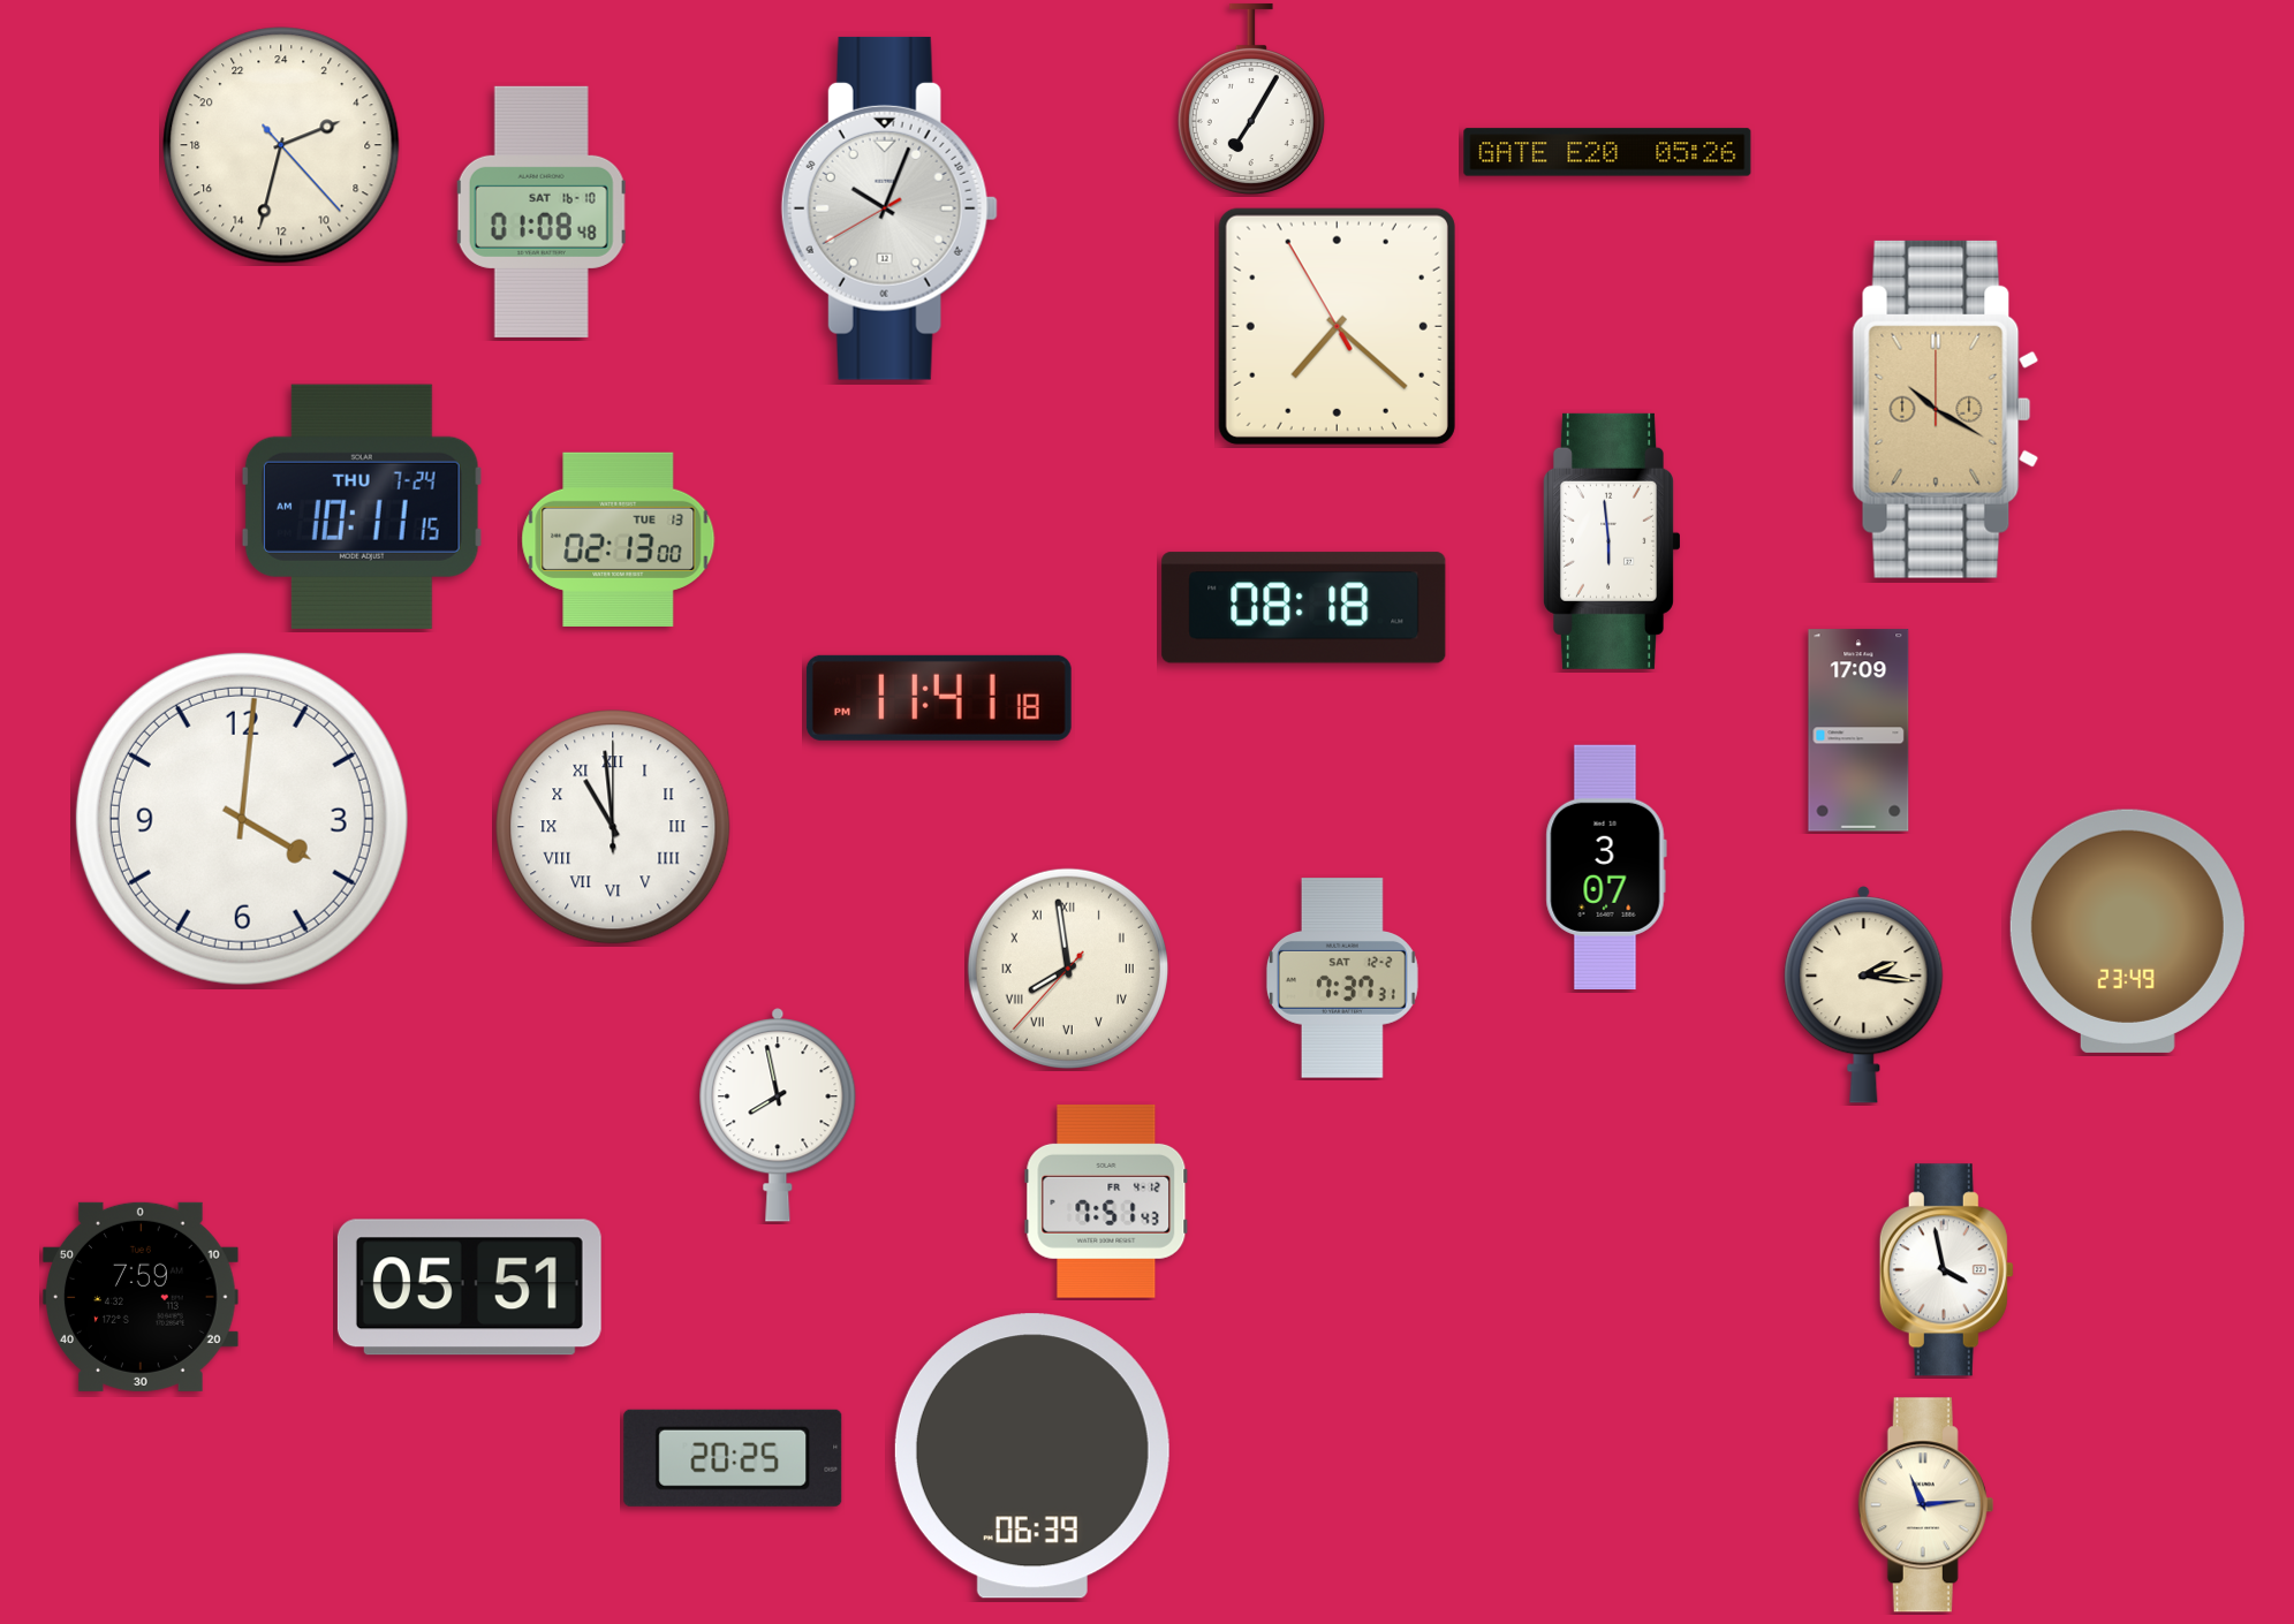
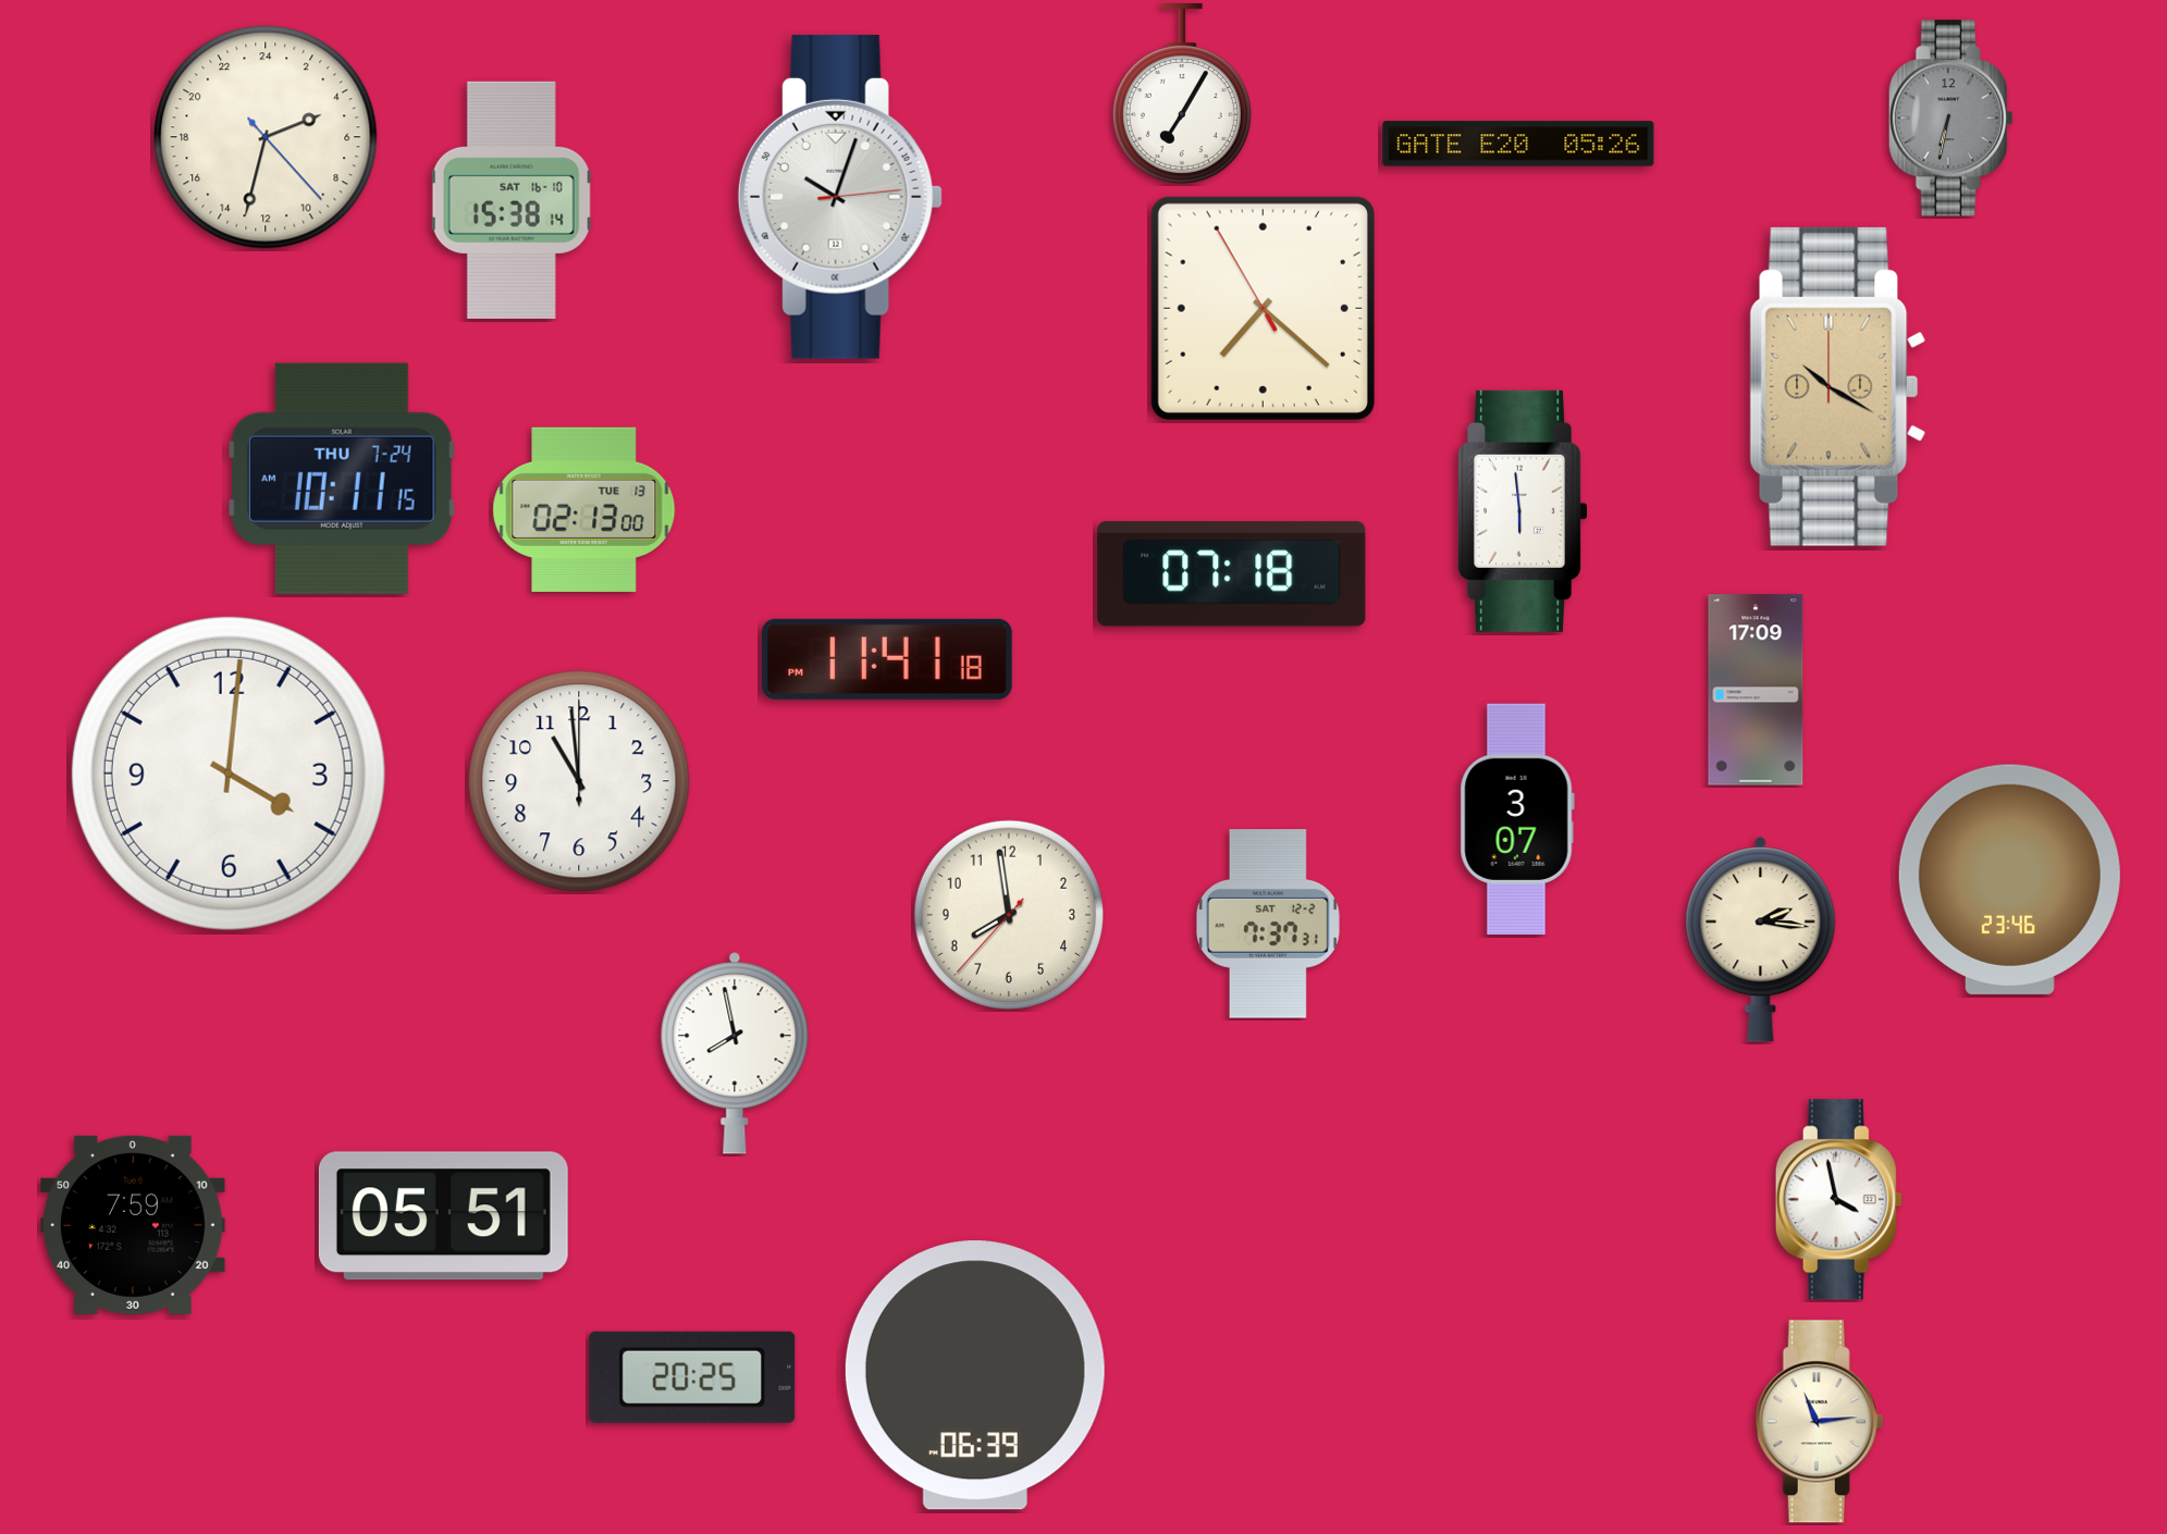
clock at (1950, 119): none -> 6:32
clock at (889, 208): 10:03:40 -> 10:03:14
clock at (542, 212): 01:08 -> 15:38
clock at (1304, 608): 08:18 -> 07:18
clock at (613, 827) numerals: Roman -> Arabic
clock at (2127, 931): 23:49 -> 23:46
clock at (1068, 969) numerals: Roman -> Arabic
clock at (1106, 1201): 7:51 -> none
